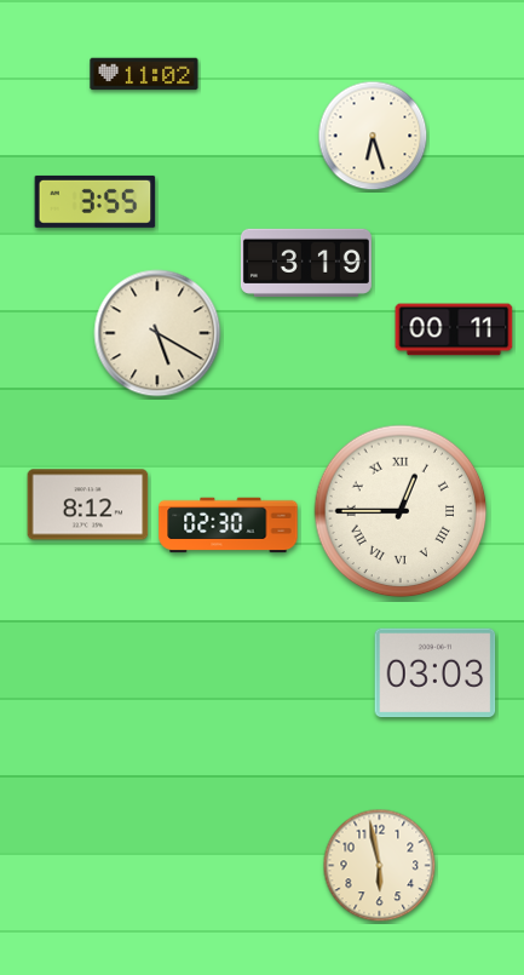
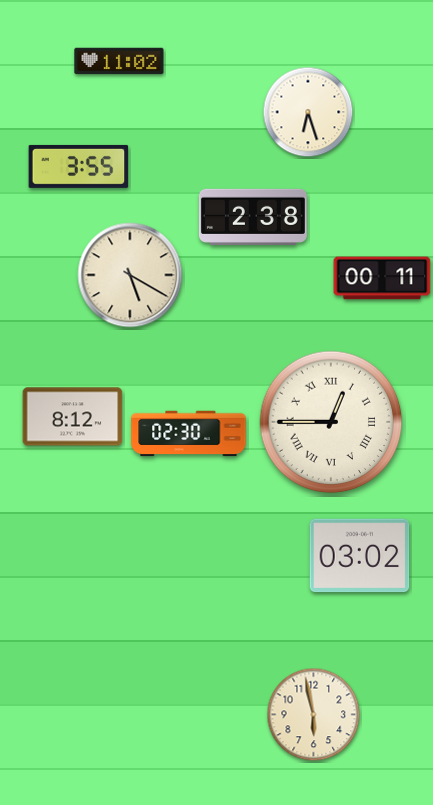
clock at (306, 263): 3:19 -> 2:38
clock at (454, 329) position: (454, 329) -> (382, 278)
clock at (436, 673): 03:03 -> 03:02
